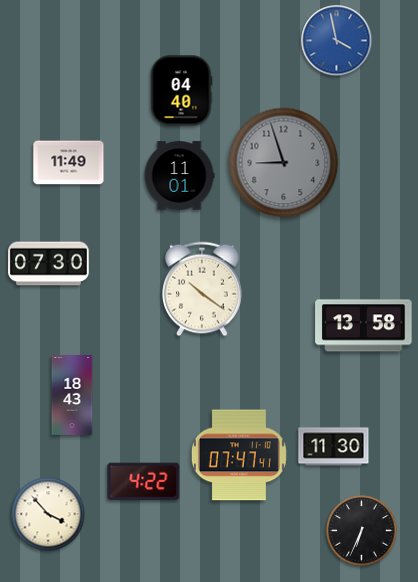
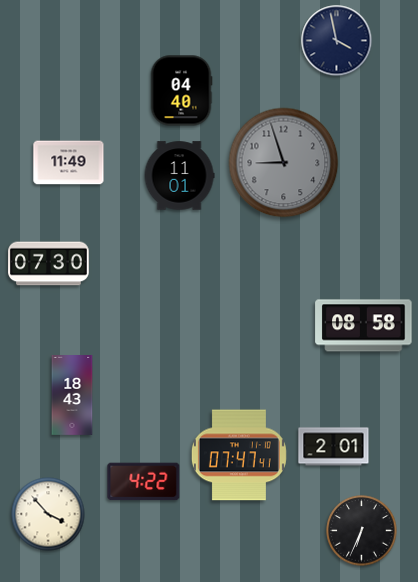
clock at (337, 41) dial: blue -> navy
clock at (203, 289): 10:21 -> none
clock at (364, 326): 13:58 -> 08:58
clock at (334, 447): 11:30 -> 2:01
